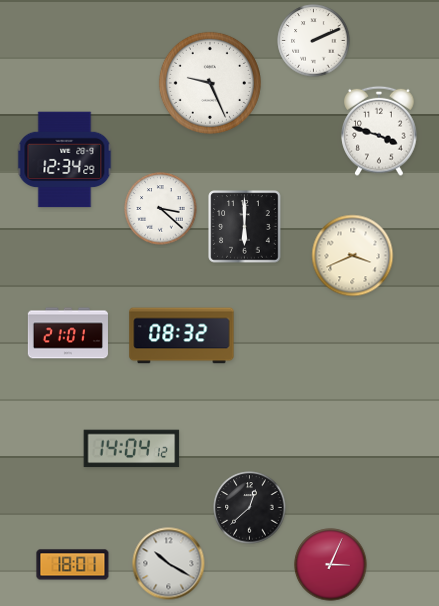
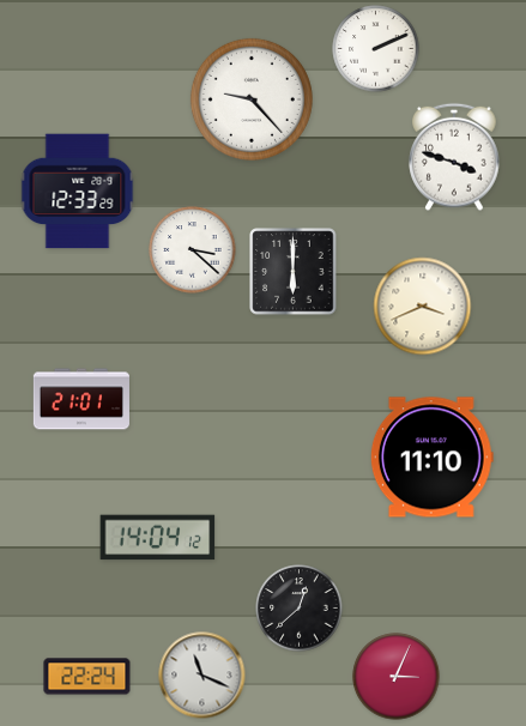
clock at (210, 83): 9:26 -> 9:23
clock at (65, 160): 12:34 -> 12:33
clock at (182, 336): 08:32 -> none
clock at (431, 458): none -> 11:10
clock at (169, 564): 10:20 -> 11:19
clock at (73, 565): 18:01 -> 22:24
